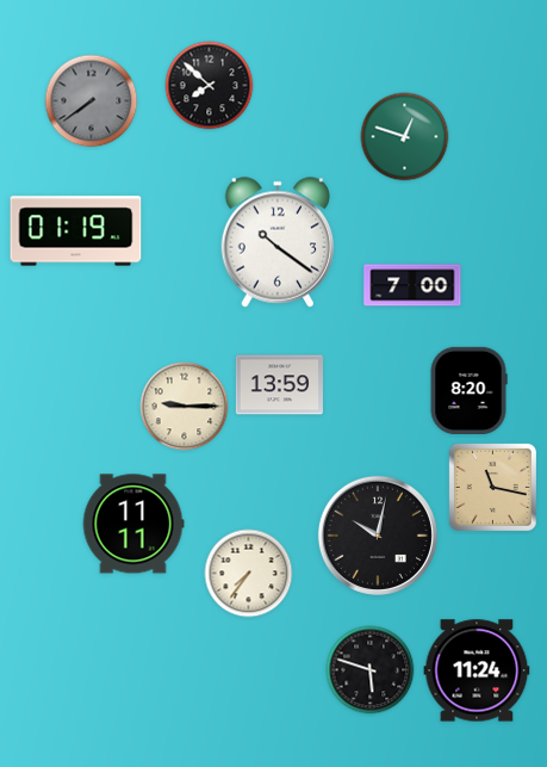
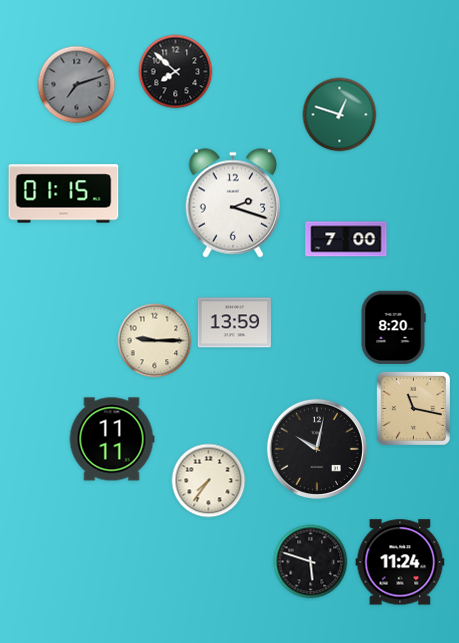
clock at (92, 101): 7:39 -> 7:12
clock at (76, 231): 01:19 -> 01:15
clock at (278, 242): 10:21 -> 2:18
